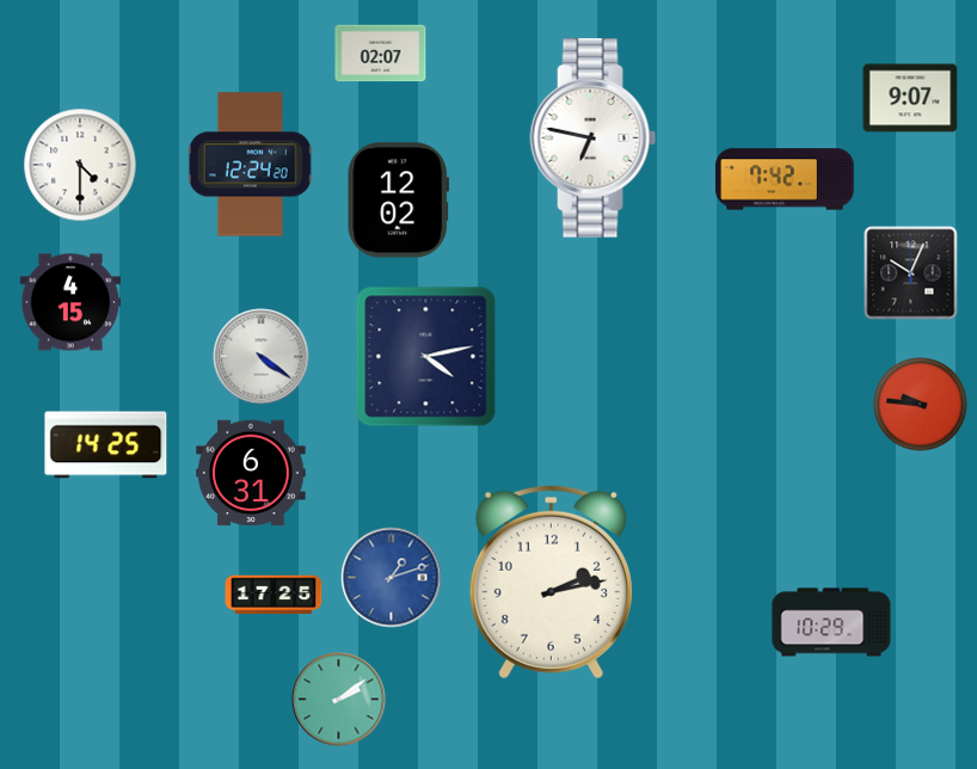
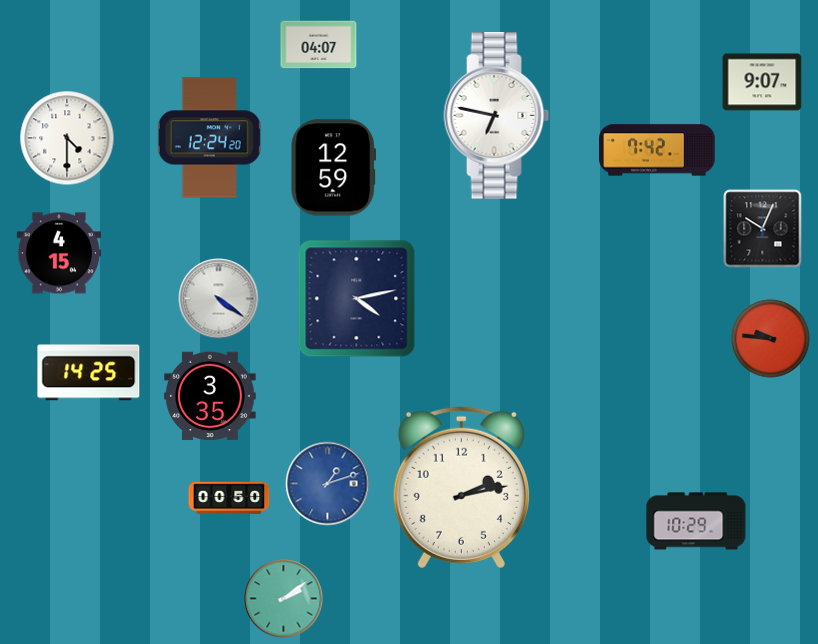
clock at (381, 54): 02:07 -> 04:07
clock at (398, 201): 12:02 -> 12:59
clock at (251, 473): 6:31 -> 3:35
clock at (274, 595): 17:25 -> 00:50
clock at (339, 700) position: (339, 700) -> (284, 599)
